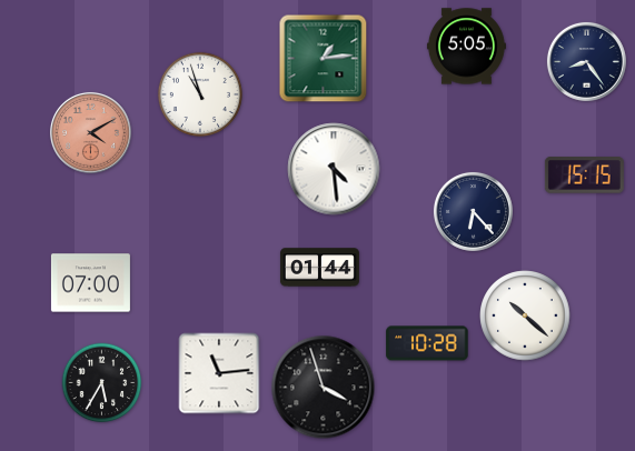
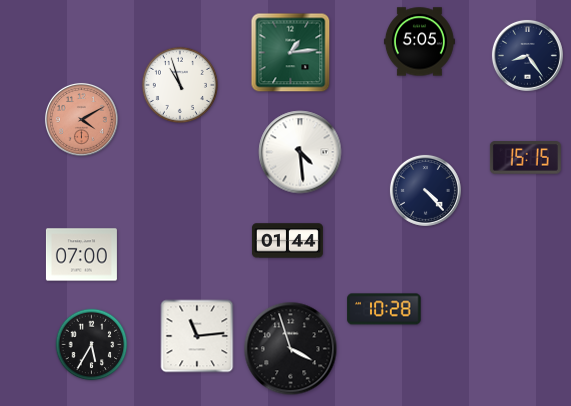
clock at (473, 211): 6:23 -> 4:23
clock at (525, 315): 10:22 -> none
